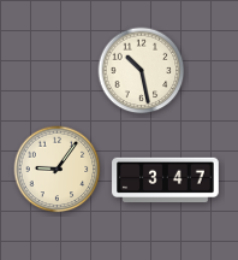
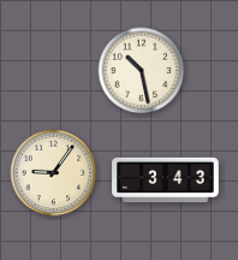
clock at (58, 170) position: (58, 170) -> (54, 173)
clock at (166, 181): 3:47 -> 3:43
